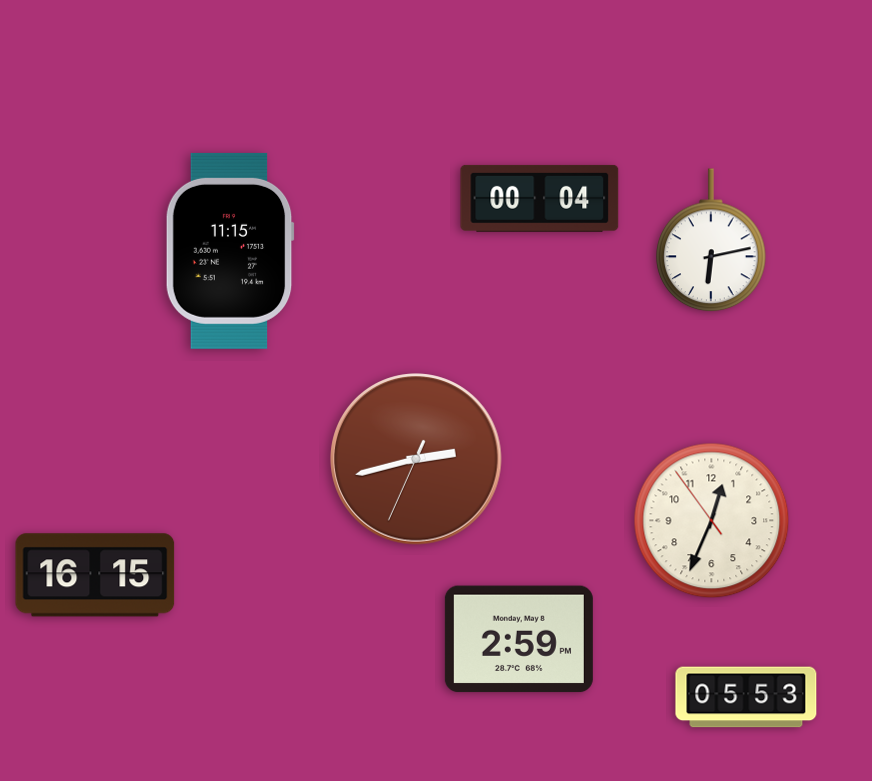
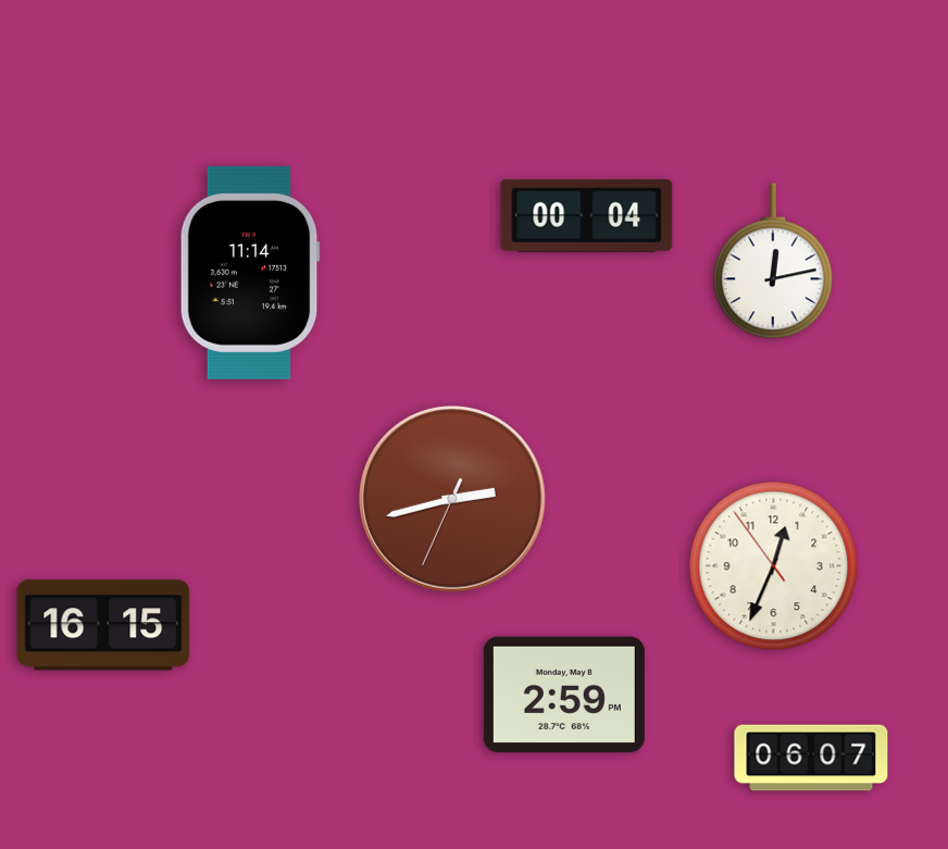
clock at (712, 241): 6:13 -> 12:13
clock at (230, 251): 11:15 -> 11:14
clock at (746, 697): 05:53 -> 06:07
